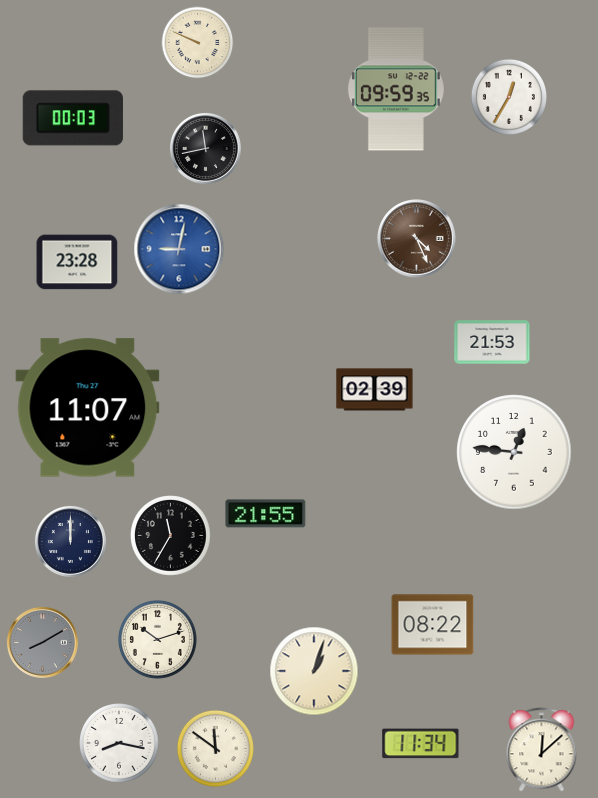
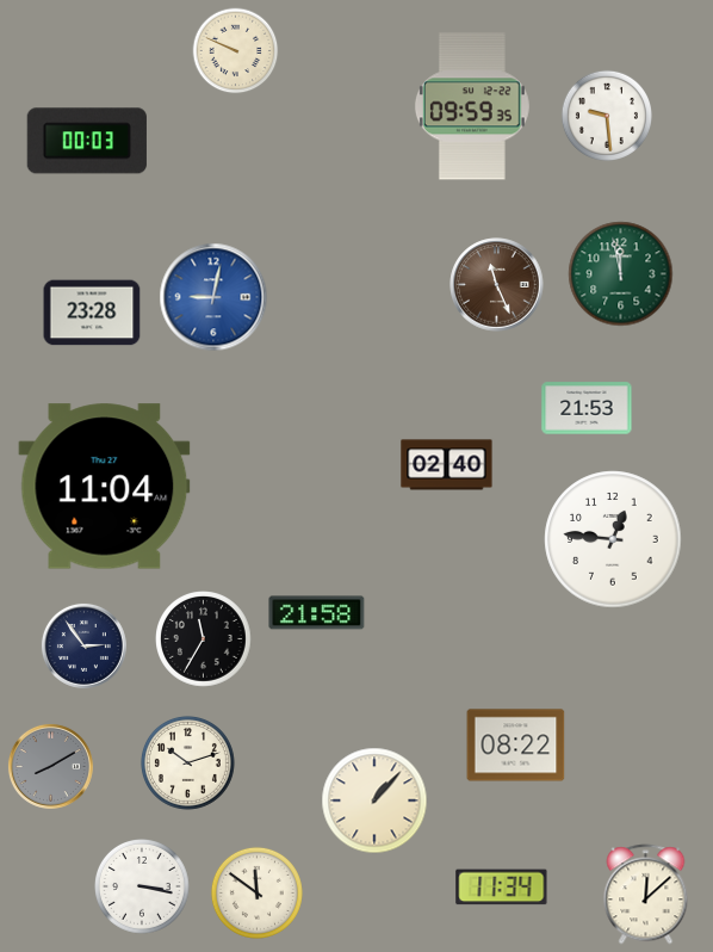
clock at (509, 97): 12:35 -> 9:29
clock at (205, 148): 11:43 -> none
clock at (621, 274): none -> 11:58
clock at (417, 239): 4:26 -> 11:26
clock at (375, 390): 02:39 -> 02:40
clock at (88, 408): 11:07 -> 11:04
clock at (266, 514): 21:55 -> 21:58
clock at (70, 541): 12:00 -> 2:54
clock at (314, 671): 1:03 -> 1:07
clock at (120, 744): 8:17 -> 3:17
